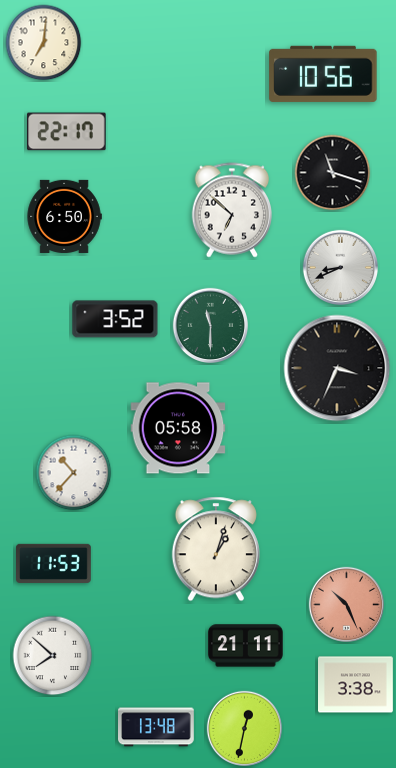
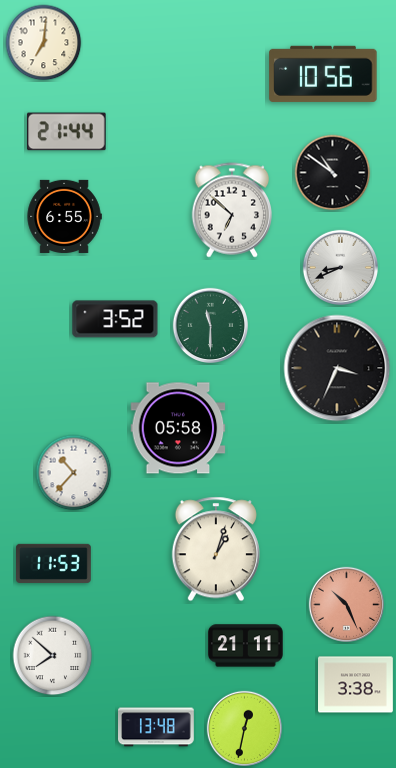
clock at (67, 132): 22:17 -> 21:44
clock at (333, 173): 11:18 -> 10:51
clock at (64, 216): 6:50 -> 6:55
